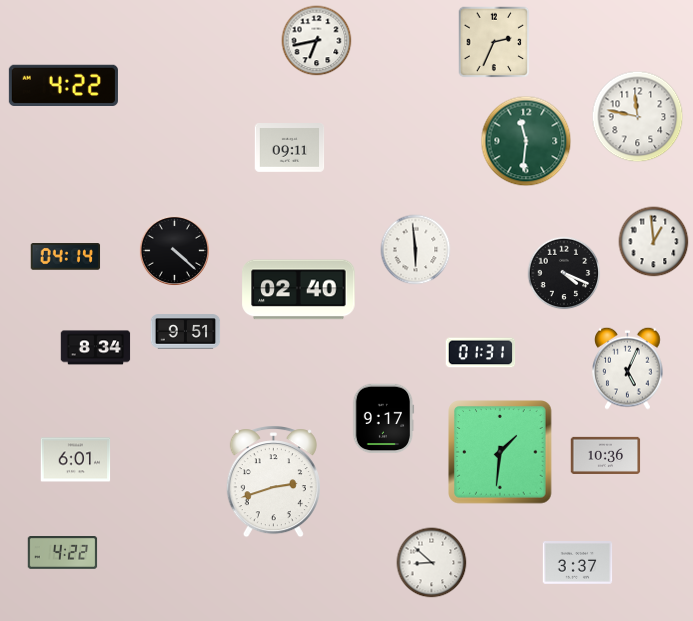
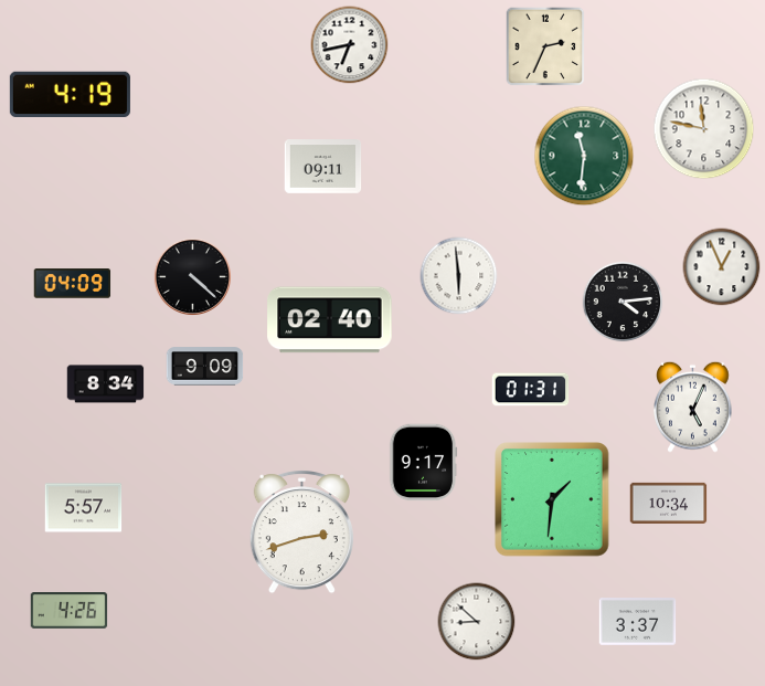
clock at (63, 86): 4:22 -> 4:19
clock at (526, 141) position: (526, 141) -> (584, 156)
clock at (290, 148) position: (290, 148) -> (323, 167)
clock at (654, 242): 12:59 -> 12:56
clock at (66, 257): 04:14 -> 04:09
clock at (564, 273): 4:19 -> 4:14
clock at (186, 332): 9:51 -> 9:09
clock at (606, 455): 10:36 -> 10:34
clock at (76, 460): 6:01 -> 5:57
clock at (63, 553): 4:22 -> 4:26
